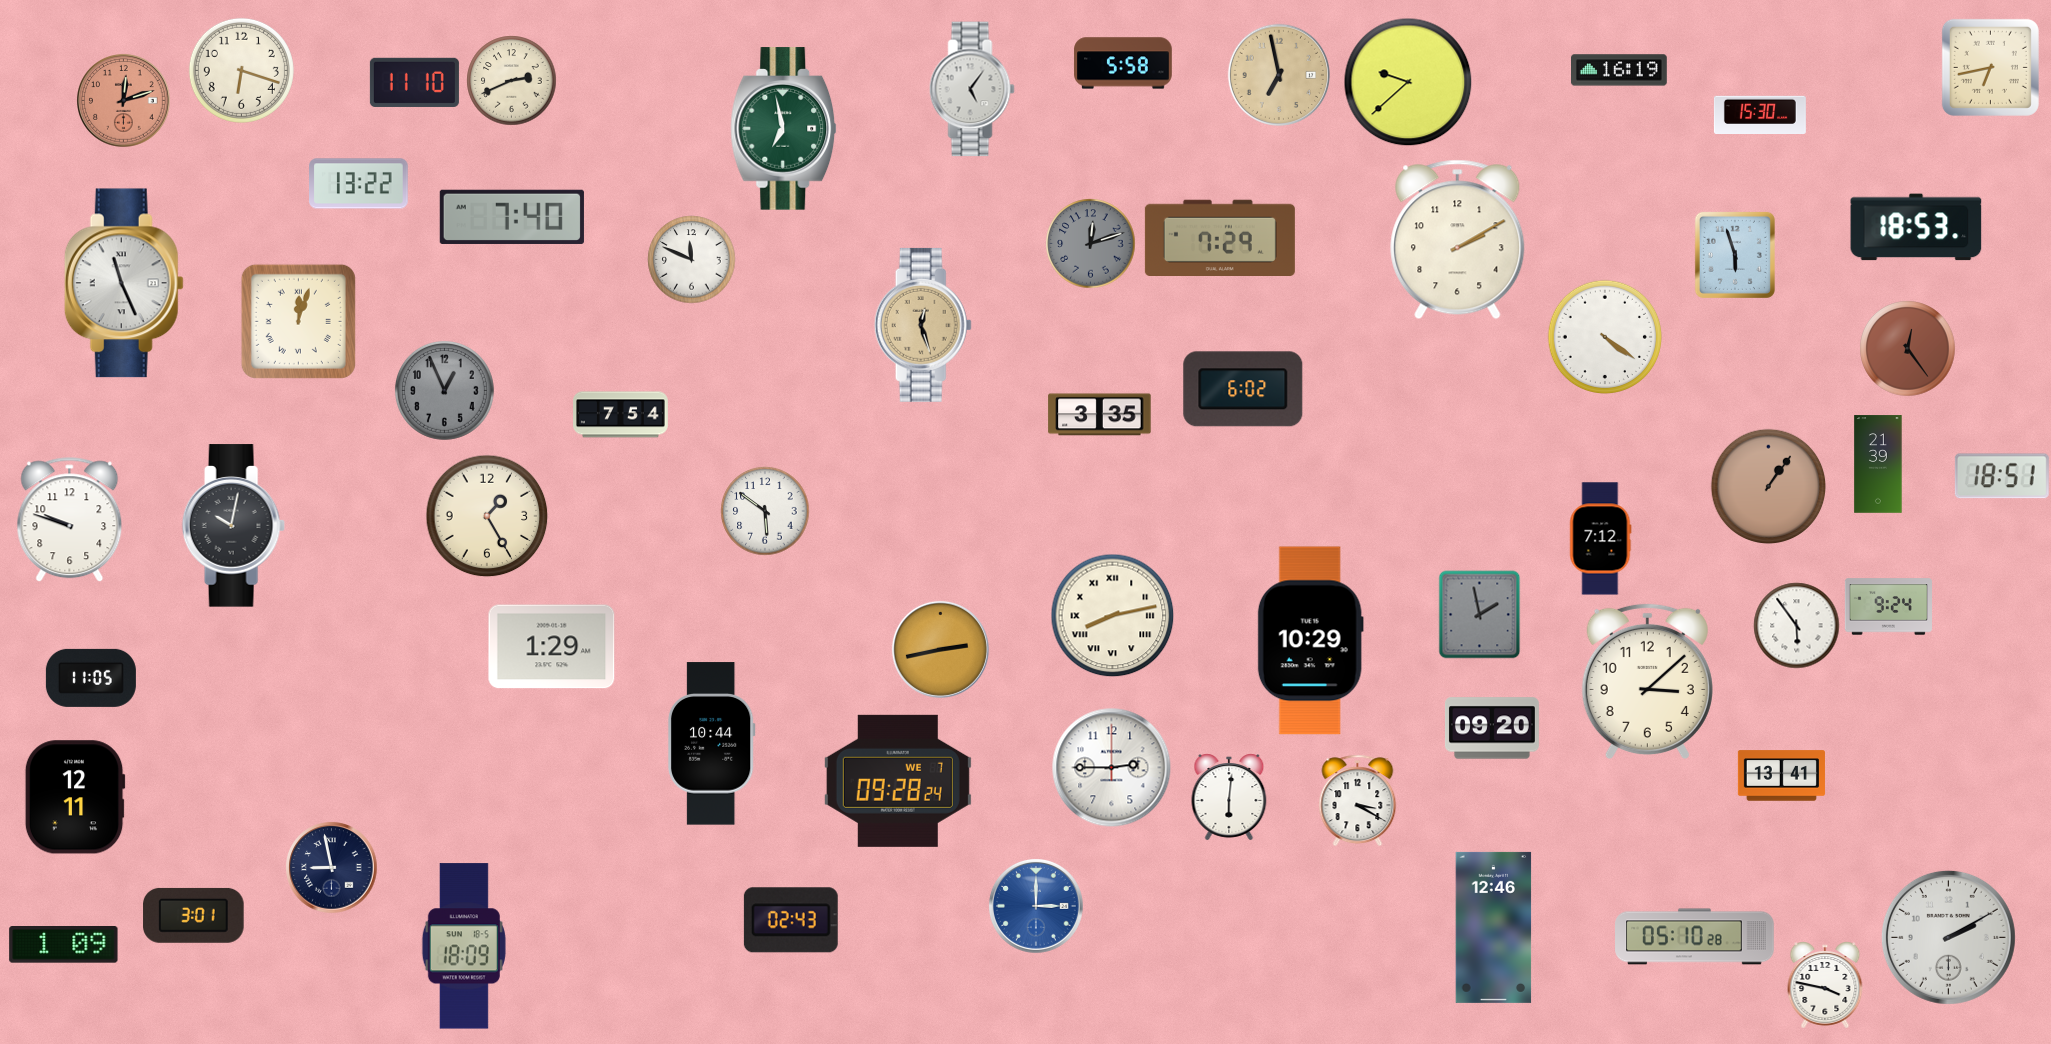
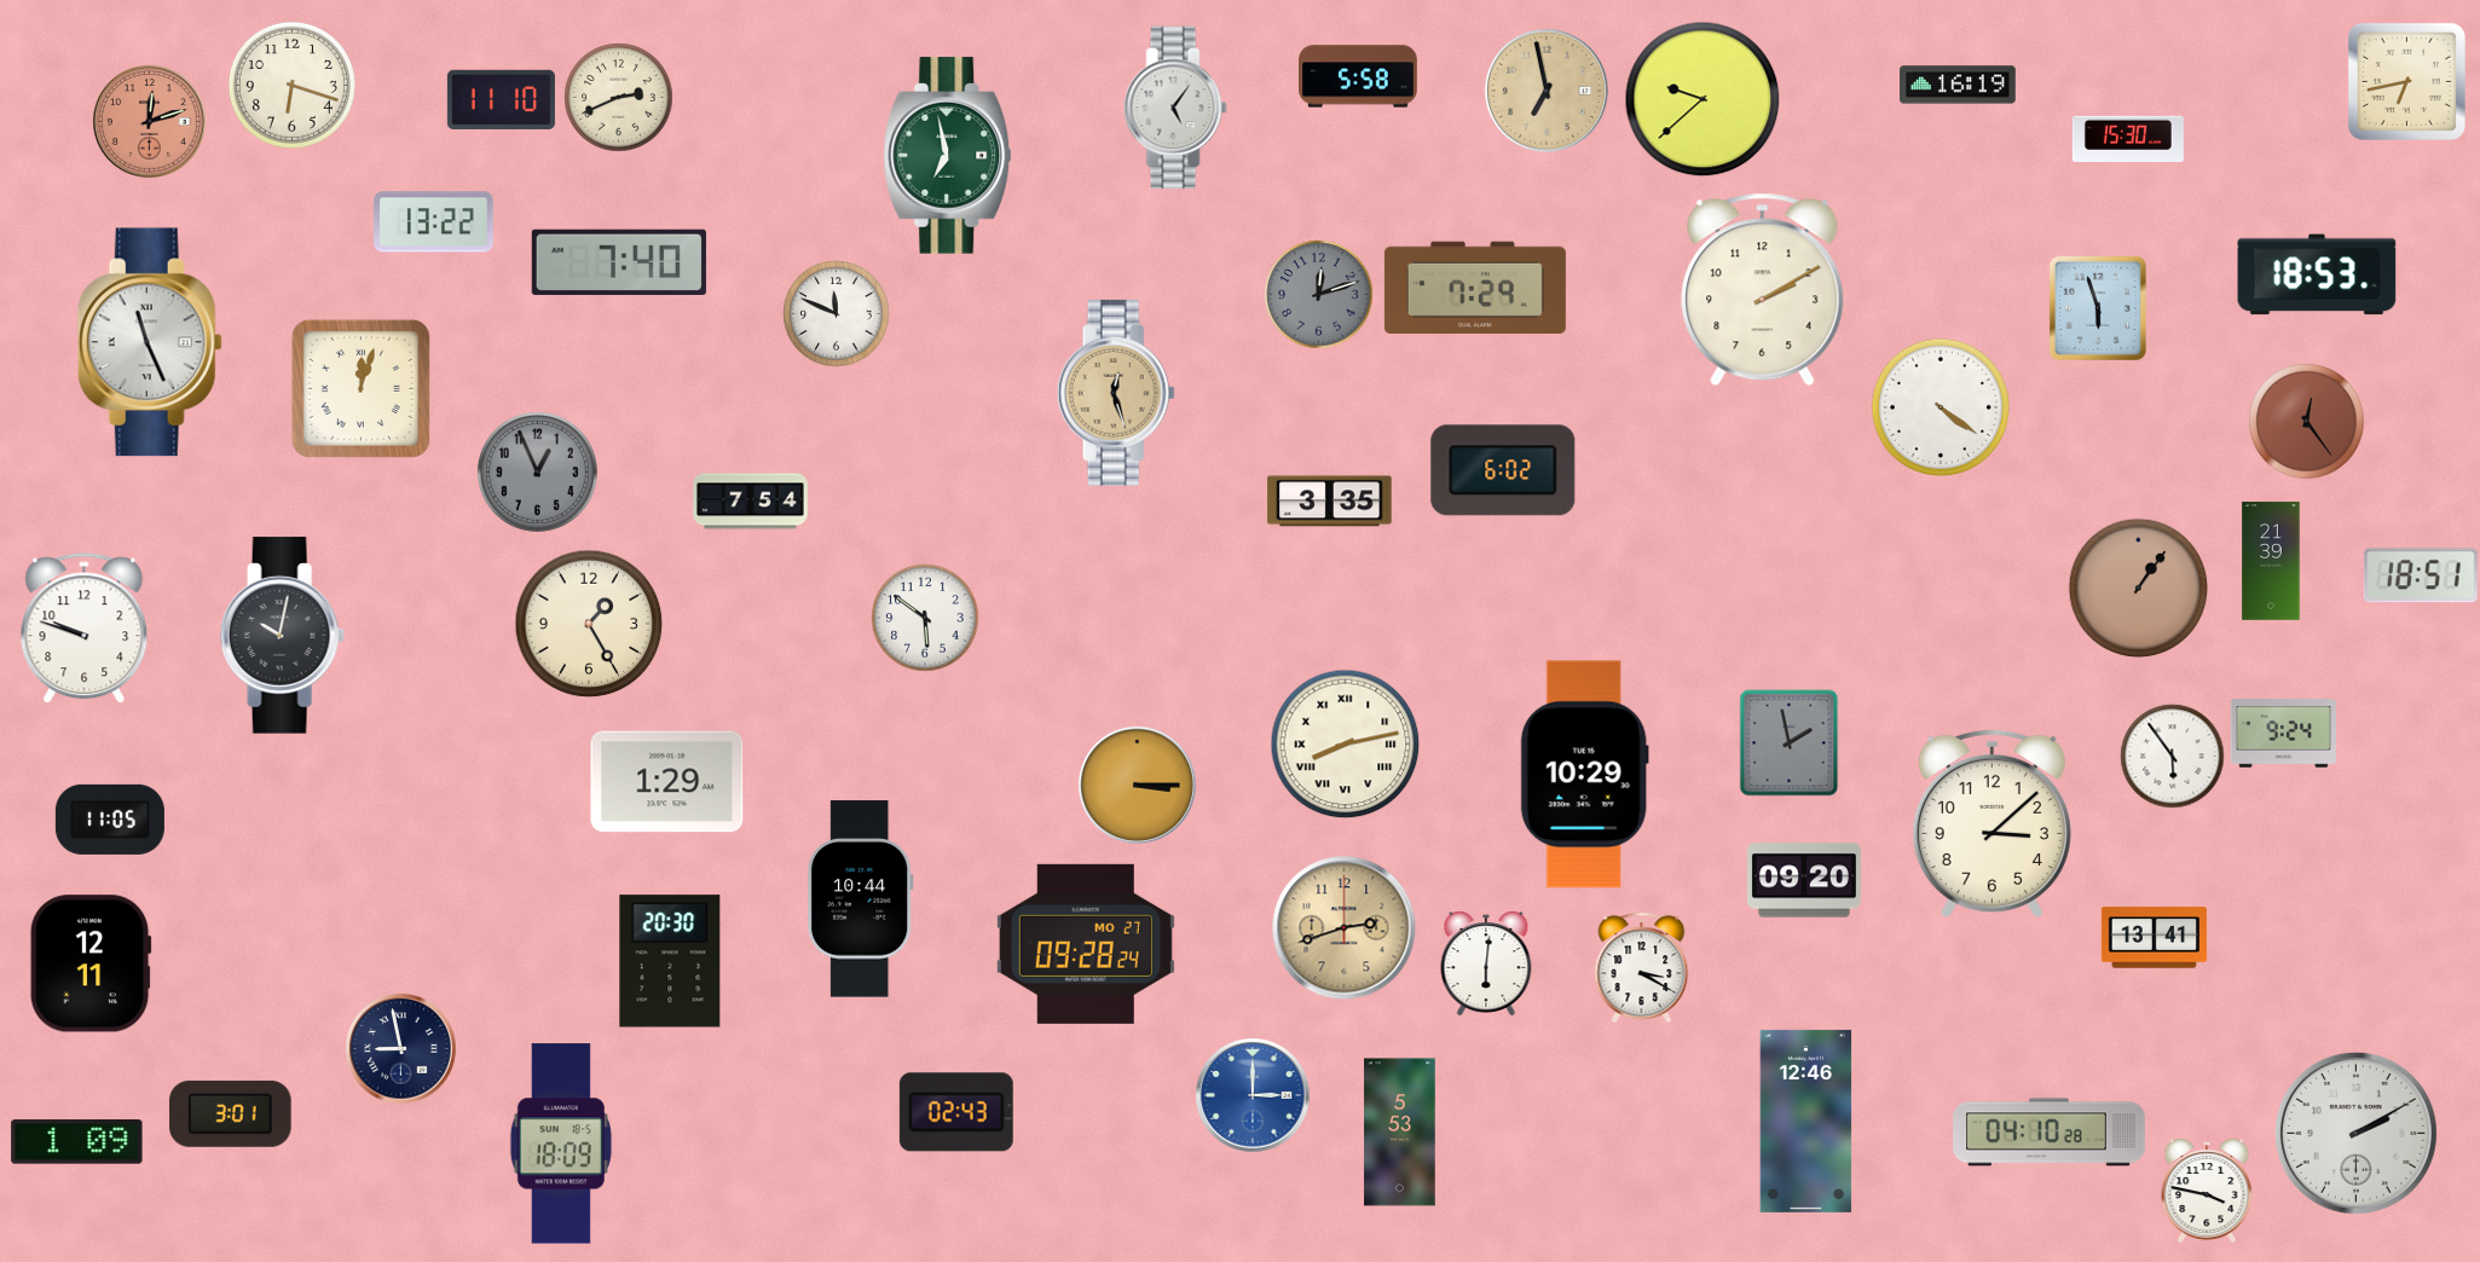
clock at (1601, 539): 7:12 -> none
clock at (940, 649): 2:43 -> 3:15
clock at (1112, 768): 2:45 -> 2:42
clock at (1112, 768) dial: white -> champagne
clock at (898, 781) date: WE 7 -> MO 27
clock at (670, 961): none -> 20:30
clock at (194, 915) position: (194, 915) -> (231, 1113)
clock at (1400, 1133): none -> 5:53
clock at (1695, 937): 05:10 -> 04:10
